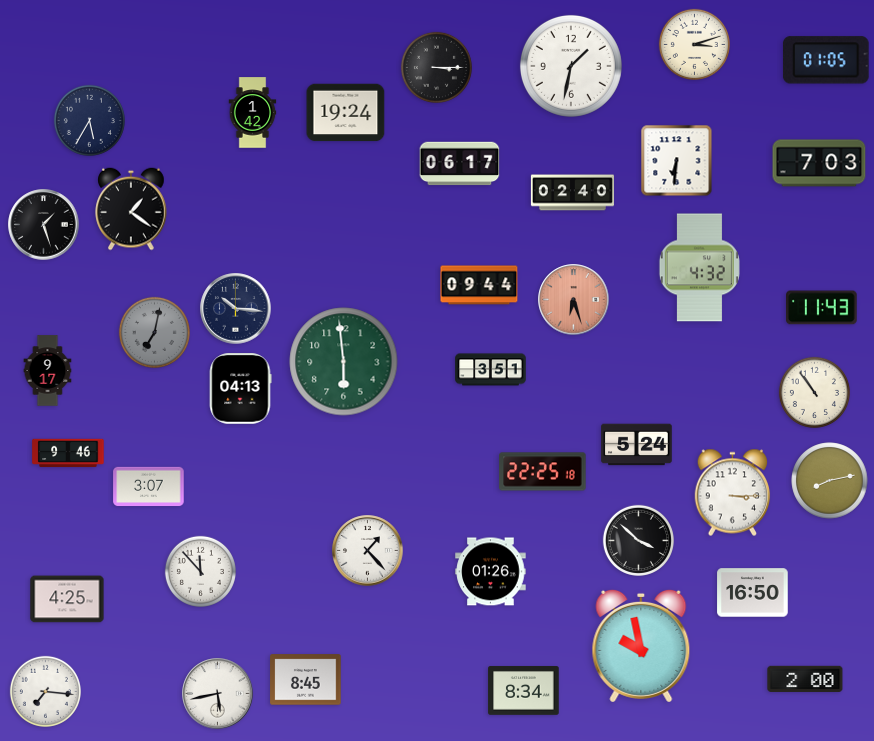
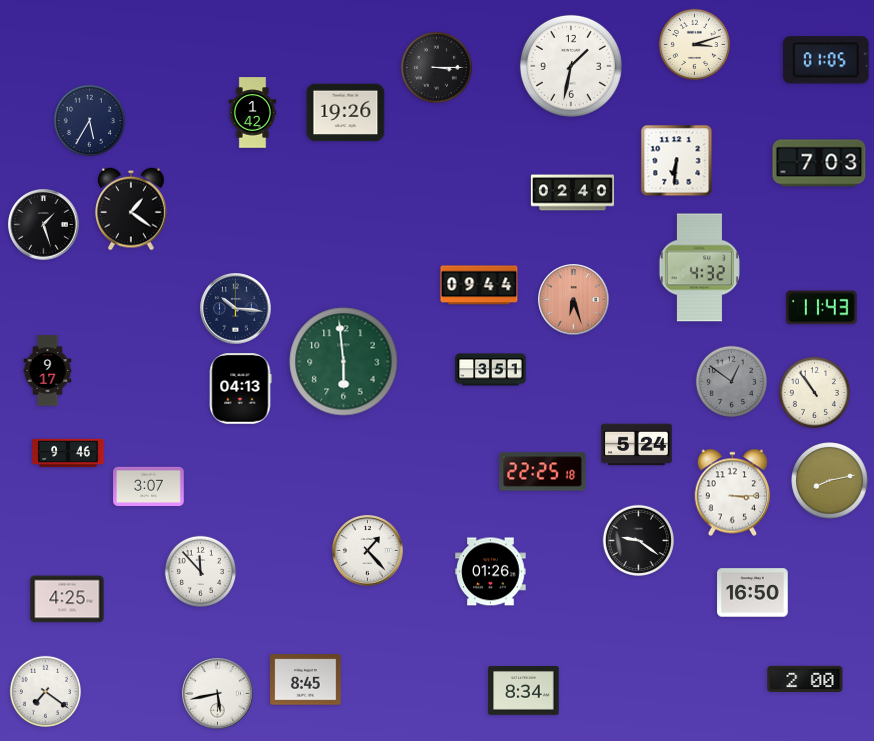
clock at (346, 113): 19:24 -> 19:26
clock at (460, 164): 06:17 -> none
clock at (154, 332): 7:02 -> none
clock at (731, 381): none -> 12:51
clock at (638, 540): 3:52 -> 9:21
clock at (641, 646): 9:58 -> none
clock at (45, 691): 7:16 -> 7:21
